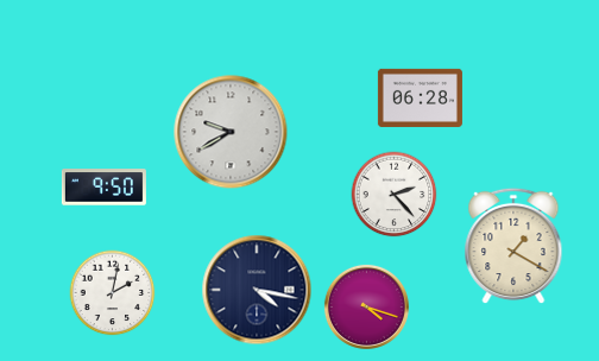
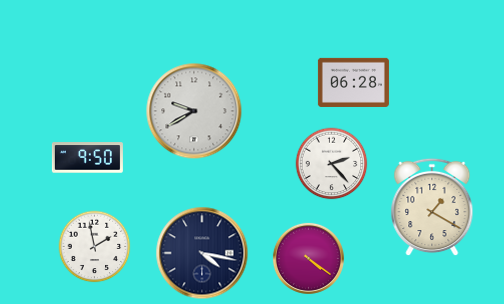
clock at (257, 290) position: (257, 290) -> (202, 253)
clock at (113, 293): 2:02 -> 1:58
clock at (366, 306): 4:18 -> 4:21
